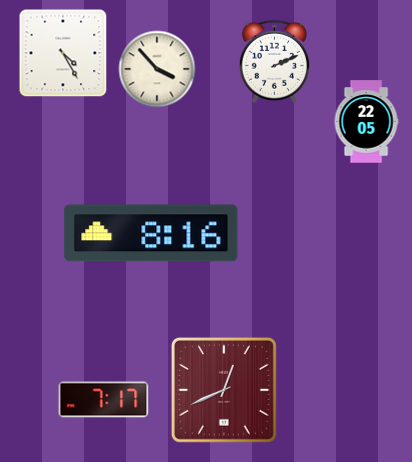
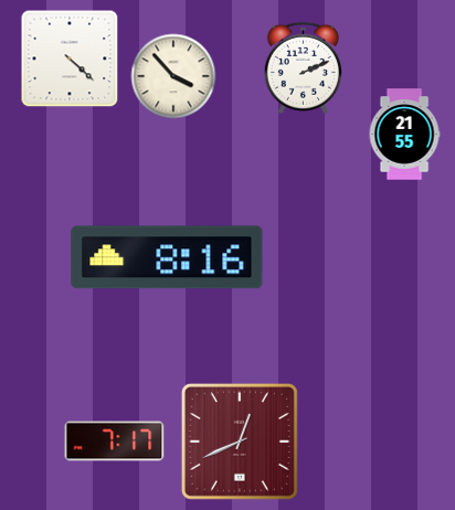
clock at (63, 53): 4:25 -> 4:22
clock at (366, 122): 22:05 -> 21:55
clock at (224, 390) position: (224, 390) -> (240, 442)
